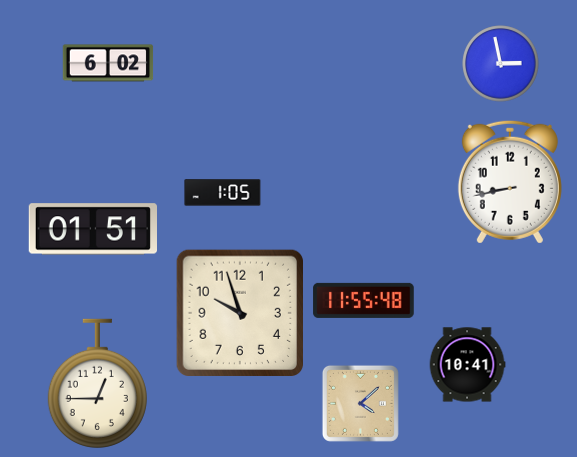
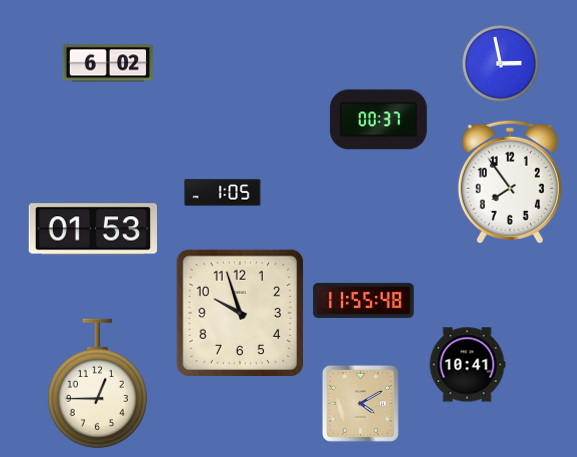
clock at (378, 120): none -> 00:37
clock at (510, 182): 8:43 -> 7:54
clock at (92, 229): 01:51 -> 01:53
clock at (360, 403): 4:08 -> 4:10
